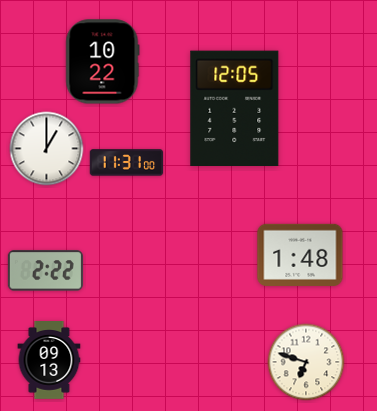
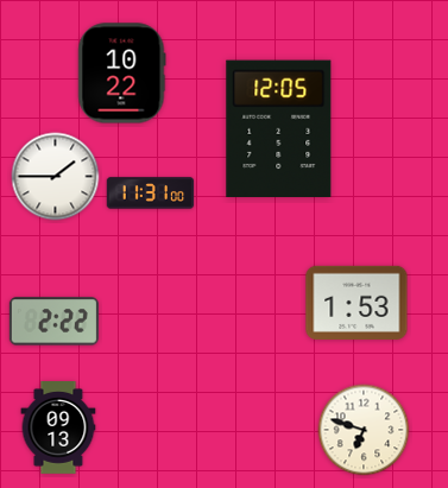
clock at (47, 149): 1:00 -> 1:45
clock at (300, 255): 1:48 -> 1:53
